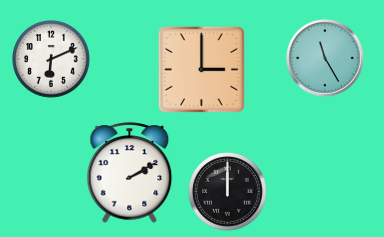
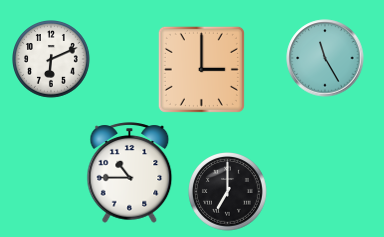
clock at (130, 173): 2:10 -> 10:45
clock at (228, 192): 12:00 -> 7:00
